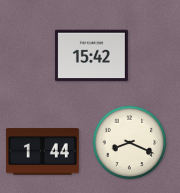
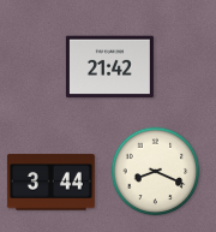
clock at (91, 56): 15:42 -> 21:42
clock at (42, 152): 1:44 -> 3:44
